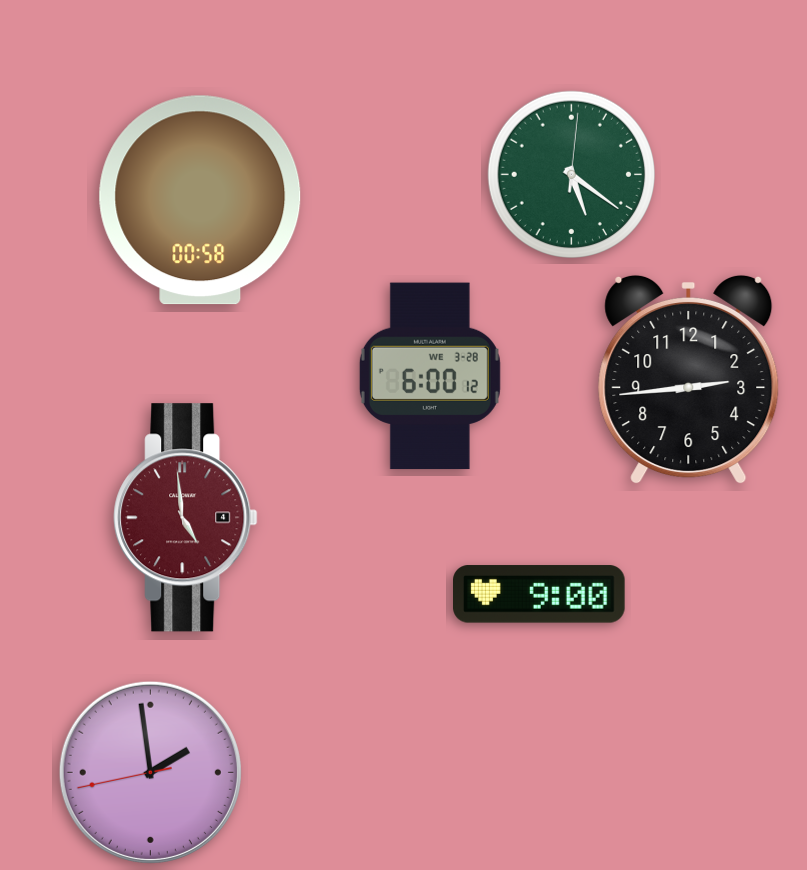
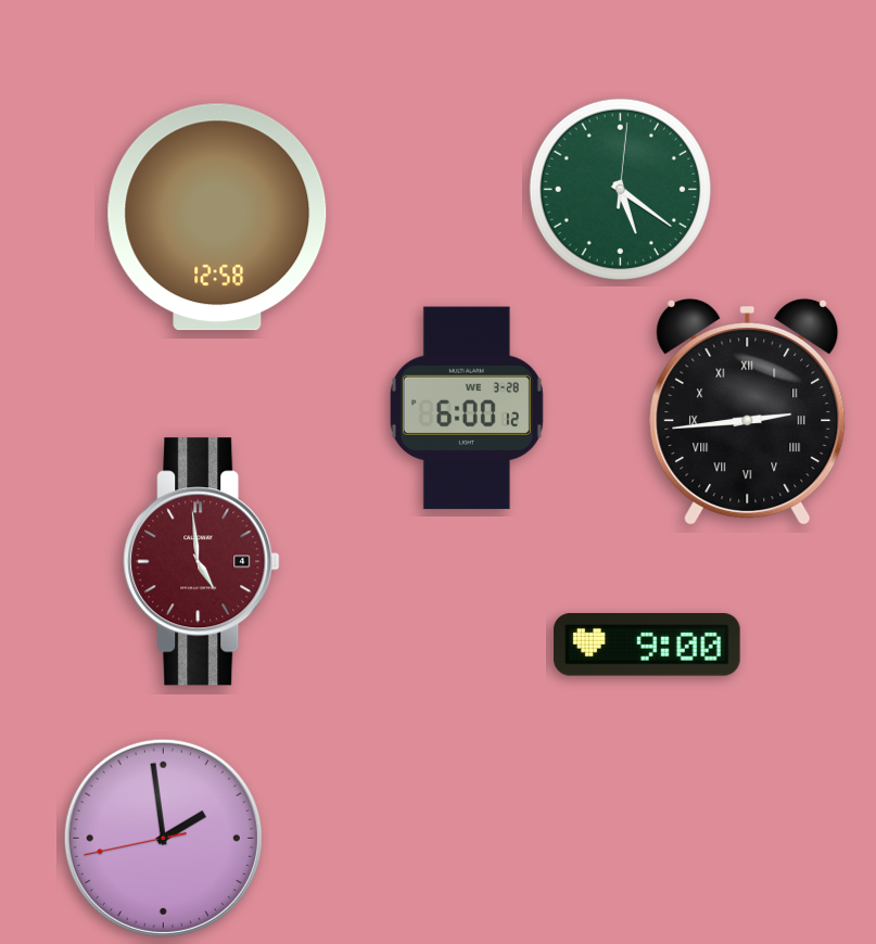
clock at (200, 200): 00:58 -> 12:58
clock at (689, 380) numerals: Arabic -> Roman
clock at (540, 594) position: (540, 594) -> (648, 645)
